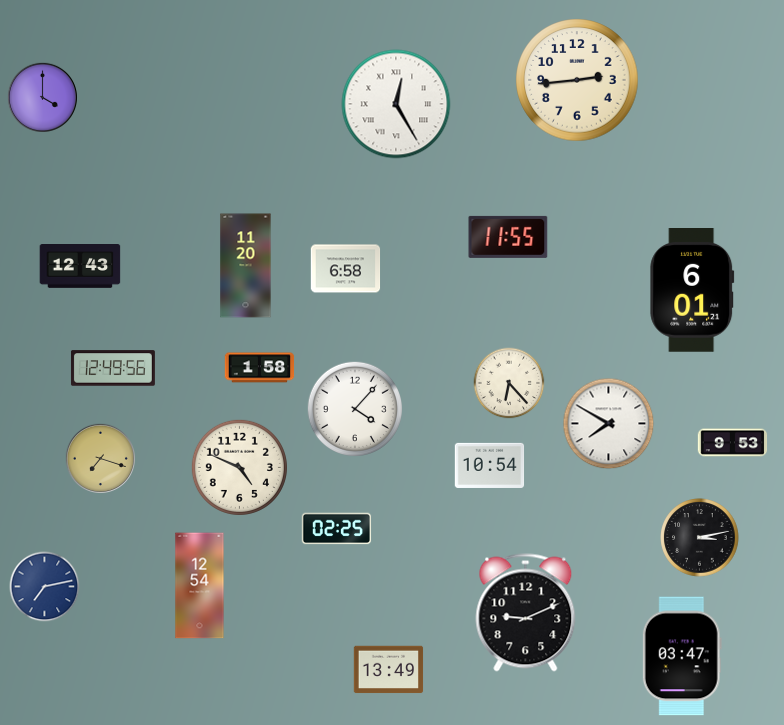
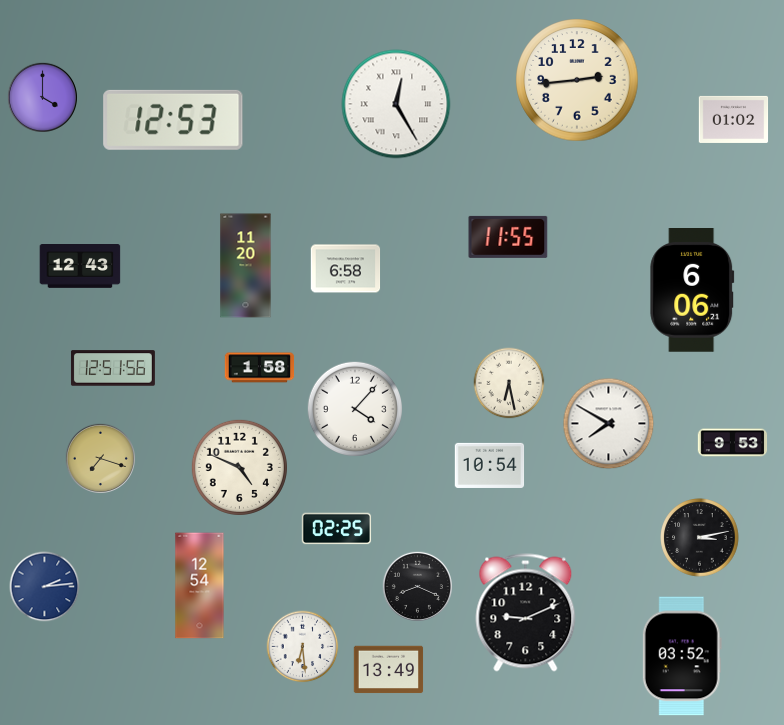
clock at (734, 119): none -> 01:02
clock at (173, 120): none -> 12:53
clock at (692, 291): 6:01 -> 6:06
clock at (113, 368): 12:49 -> 12:51
clock at (509, 383): 6:23 -> 6:28
clock at (417, 586): none -> 8:19
clock at (45, 587): 7:13 -> 2:14
clock at (303, 647): none -> 6:29
clock at (682, 656): 03:47 -> 03:52
